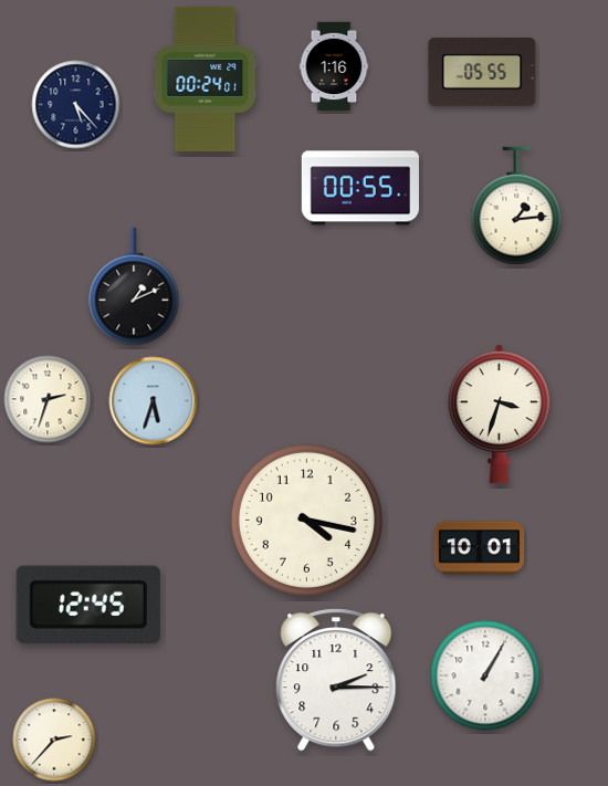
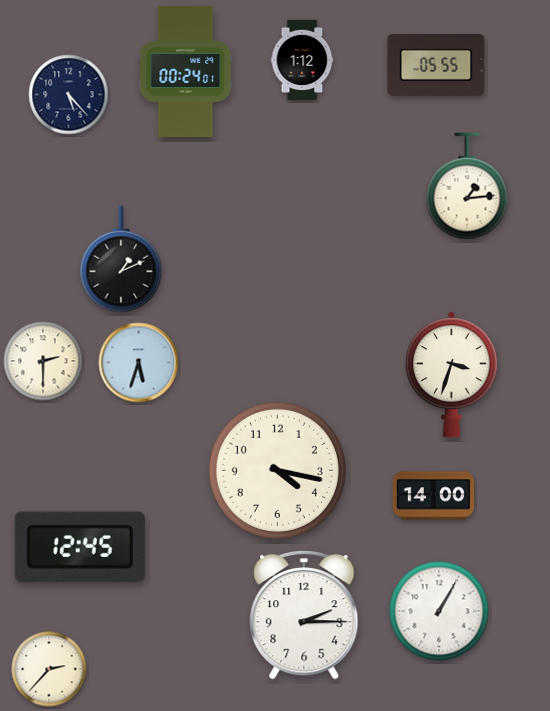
clock at (334, 66): 1:16 -> 1:12
clock at (360, 188): 00:55 -> none
clock at (48, 399): 2:33 -> 2:30
clock at (480, 548): 10:01 -> 14:00
